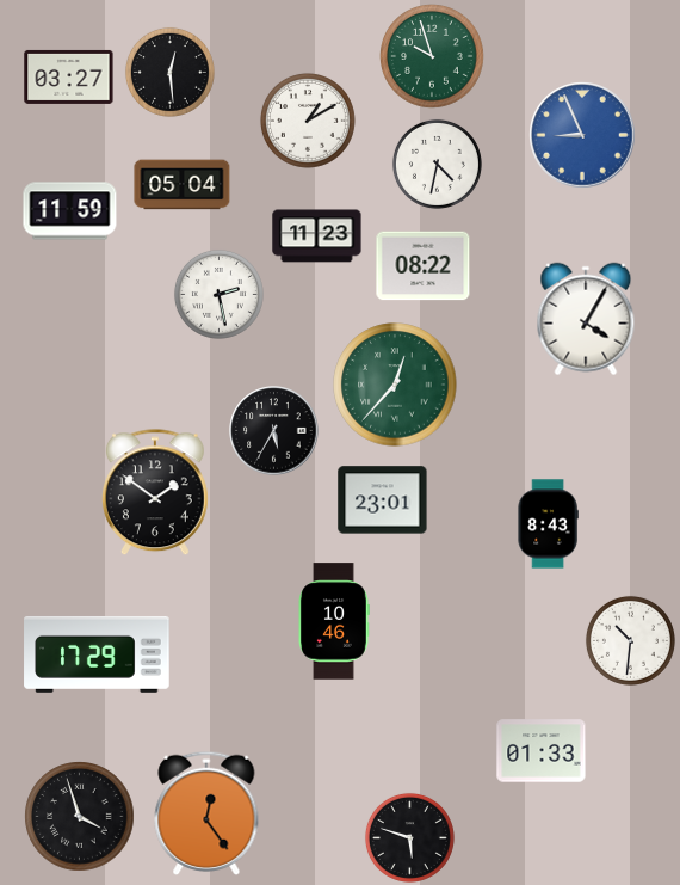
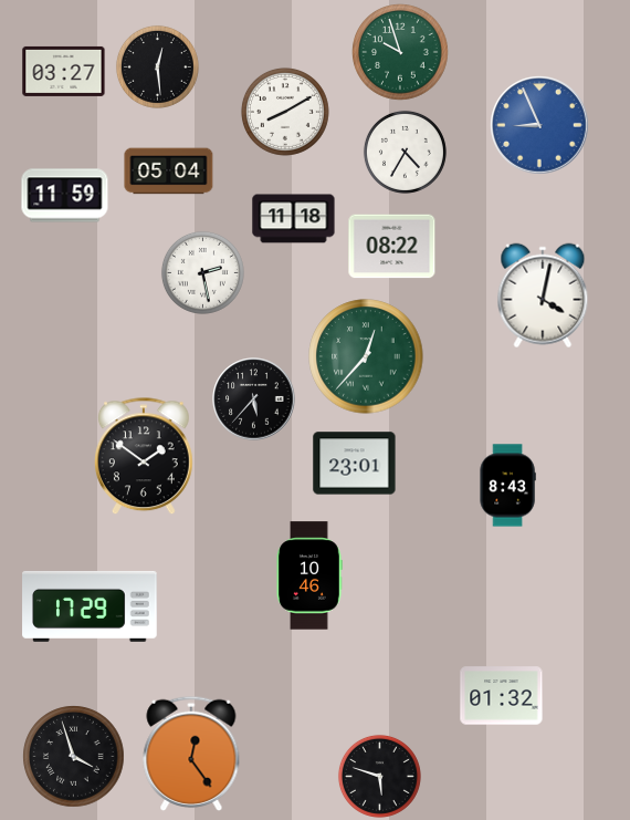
clock at (308, 121): 1:10 -> 8:10
clock at (437, 164): 4:32 -> 4:35
clock at (317, 236): 11:23 -> 11:18
clock at (586, 319): 4:05 -> 4:02
clock at (274, 431): 5:35 -> 5:37
clock at (630, 640): 10:31 -> none
clock at (542, 751): 01:33 -> 01:32
